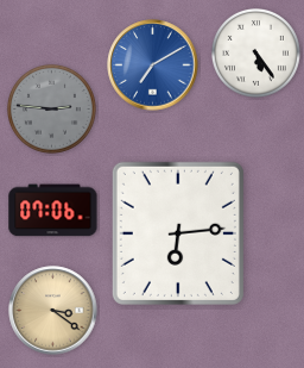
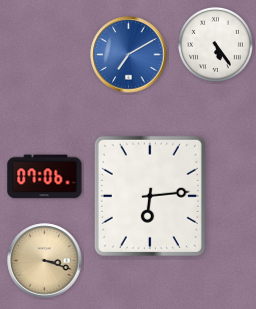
clock at (51, 108): 2:46 -> none
clock at (53, 311): 3:21 -> 3:18
